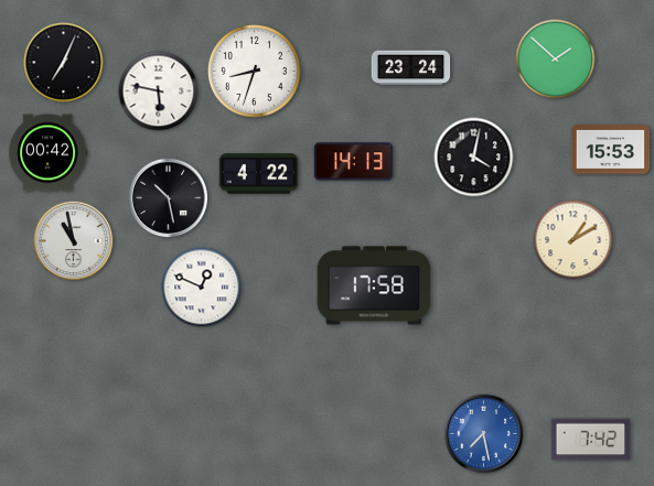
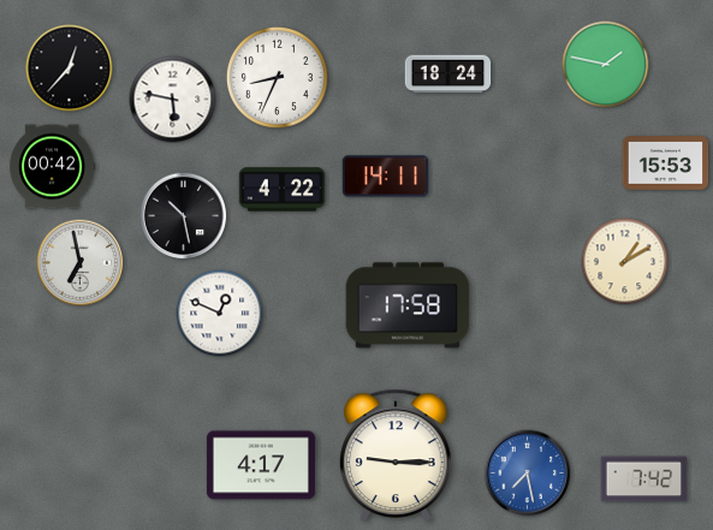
clock at (556, 60): 1:52 -> 1:47
clock at (64, 63): 7:04 -> 12:37
clock at (411, 68): 23:24 -> 18:24
clock at (254, 71): 8:33 -> 8:34
clock at (474, 158): 4:02 -> none
clock at (354, 162): 14:13 -> 14:11
clock at (74, 241): 10:58 -> 6:58
clock at (374, 285) position: (374, 285) -> (408, 305)
clock at (397, 455): none -> 9:15
clock at (261, 465): none -> 4:17
